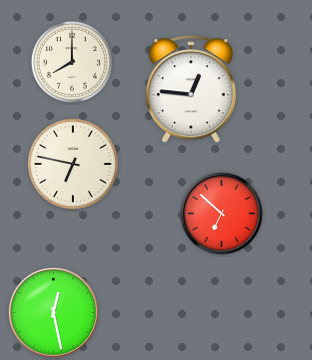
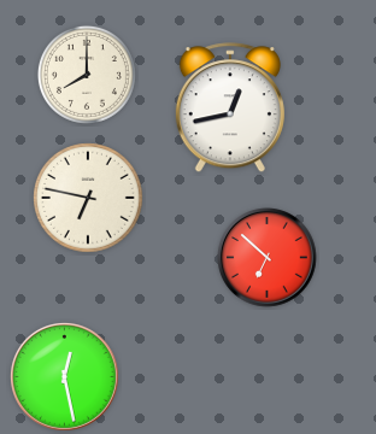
clock at (191, 90): 12:46 -> 12:43
